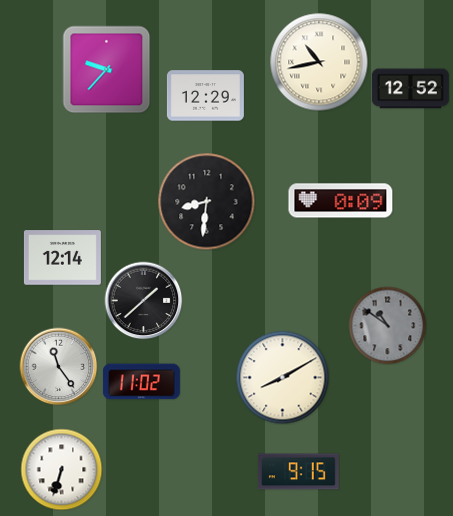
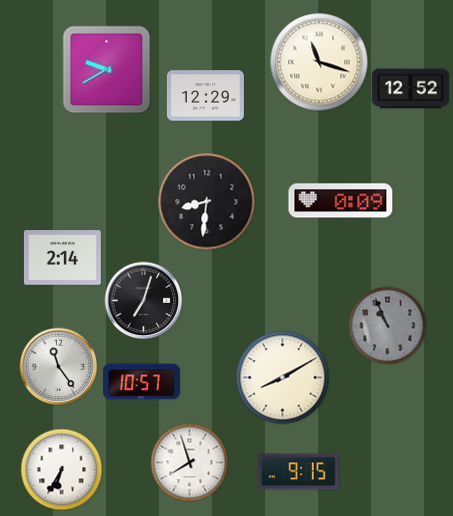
clock at (319, 62): 10:43 -> 11:18
clock at (106, 69): 9:37 -> 9:40
clock at (62, 258): 12:14 -> 2:14
clock at (143, 300): 1:38 -> 7:03
clock at (387, 325): 10:51 -> 10:56
clock at (141, 382): 11:02 -> 10:57
clock at (189, 462): none -> 7:57
clock at (61, 469): 6:33 -> 6:35
